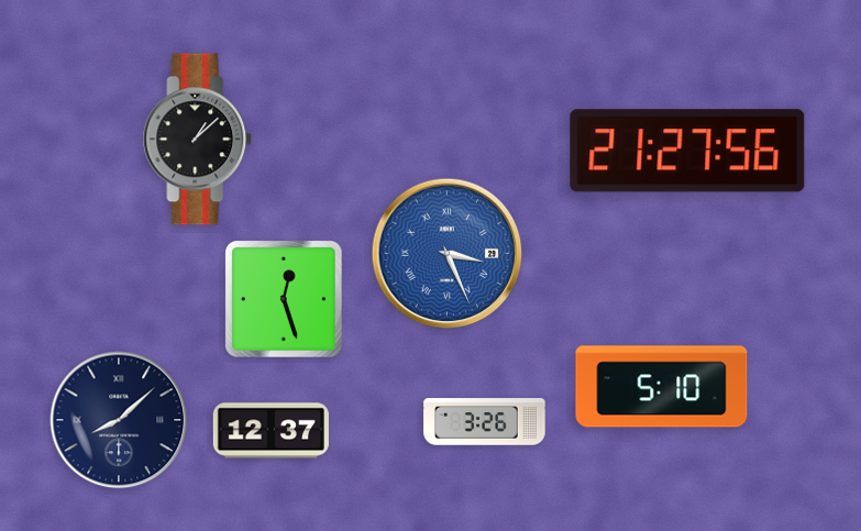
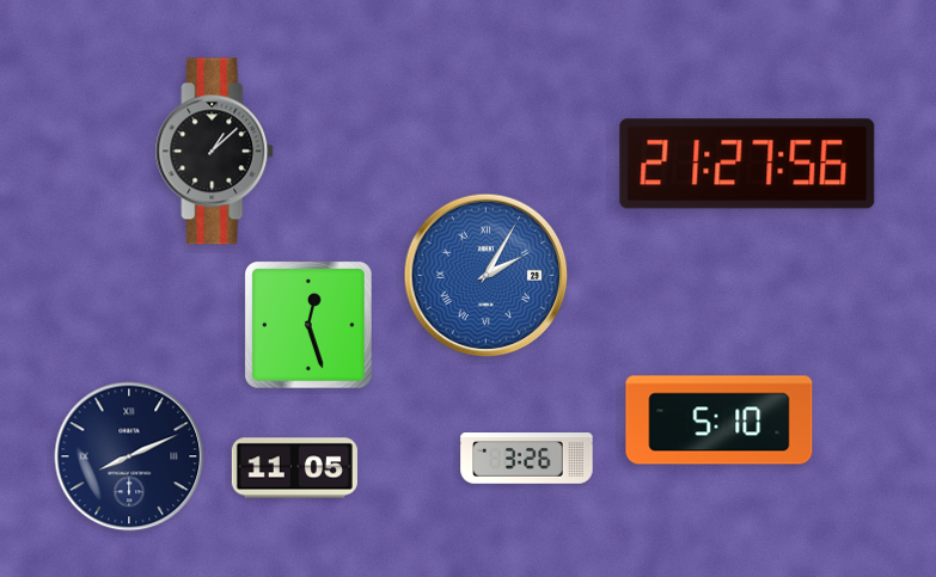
clock at (448, 254): 3:26 -> 2:05
clock at (119, 420): 8:08 -> 8:11
clock at (271, 431): 12:37 -> 11:05
